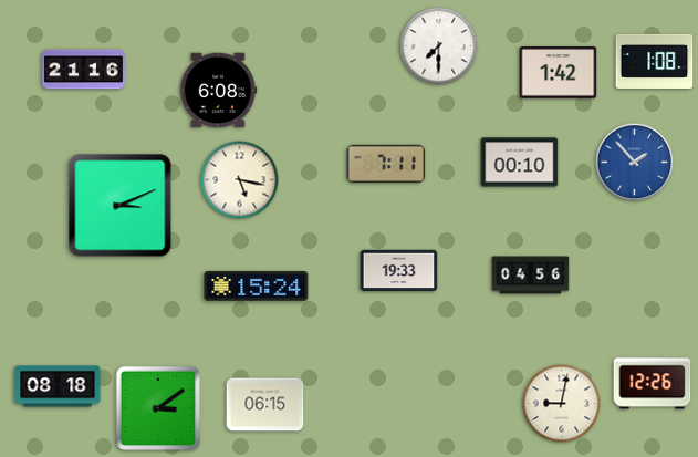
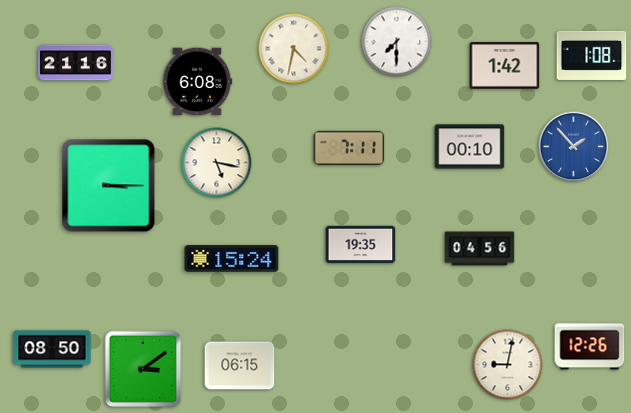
clock at (294, 49): none -> 4:32
clock at (121, 206): 3:11 -> 3:15
clock at (399, 271): 19:33 -> 19:35
clock at (58, 386): 08:18 -> 08:50
